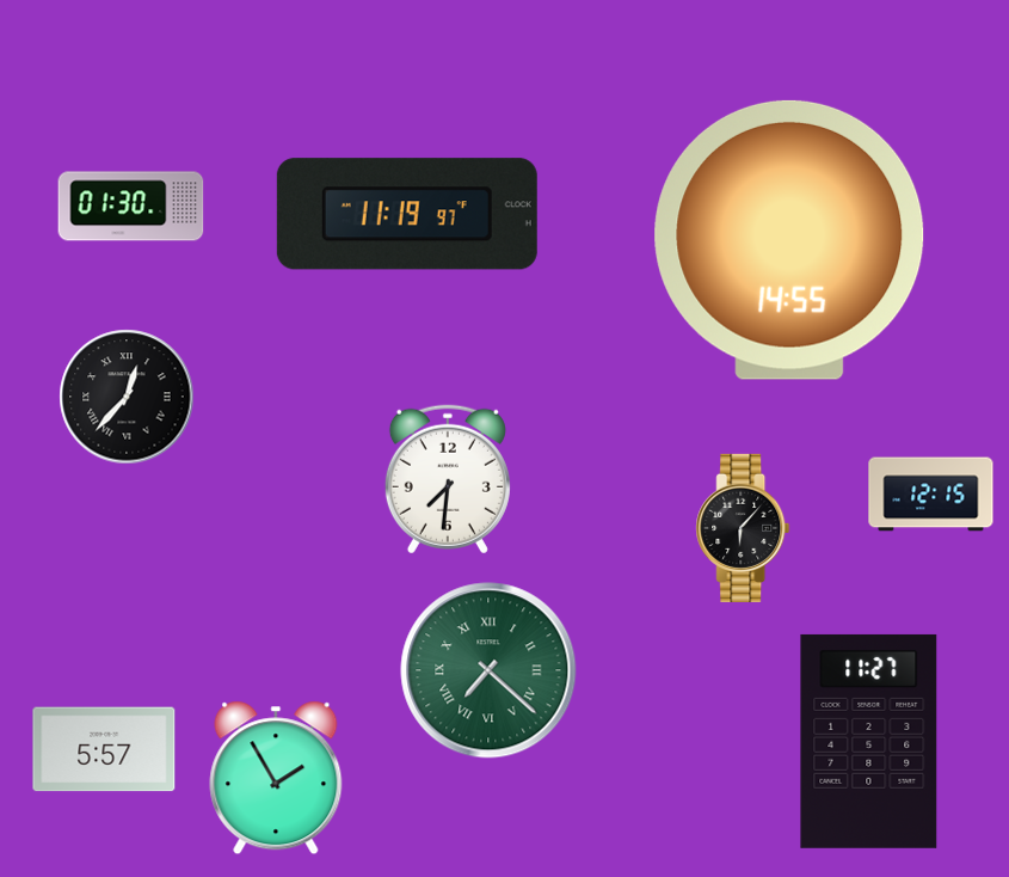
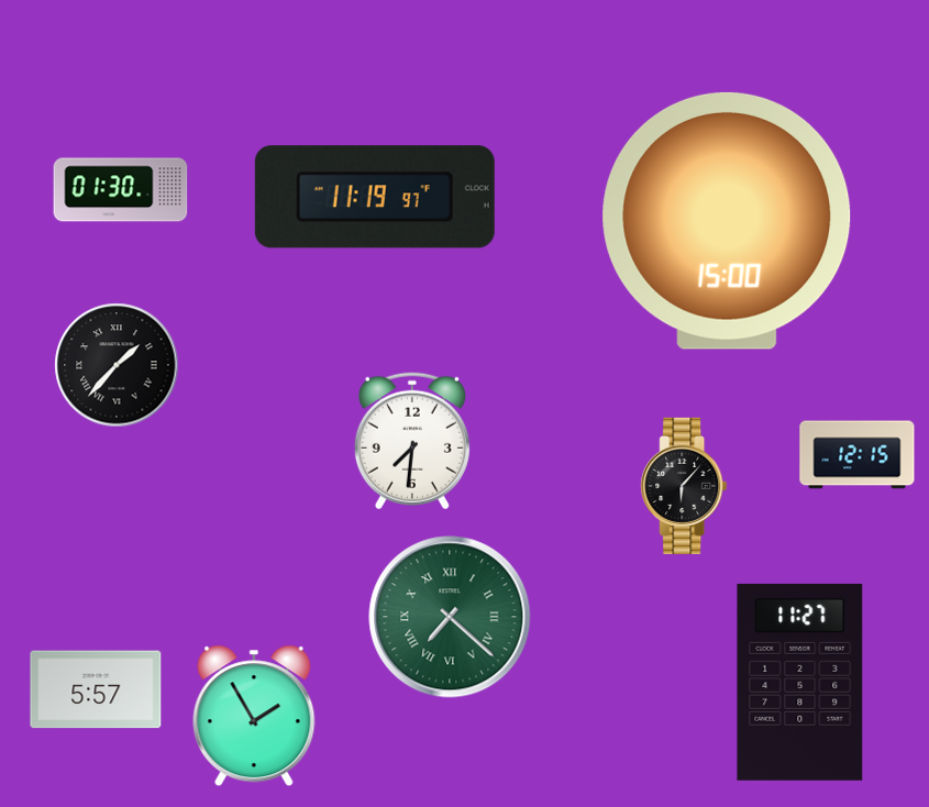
clock at (789, 240): 14:55 -> 15:00
clock at (127, 397): 12:37 -> 1:37
